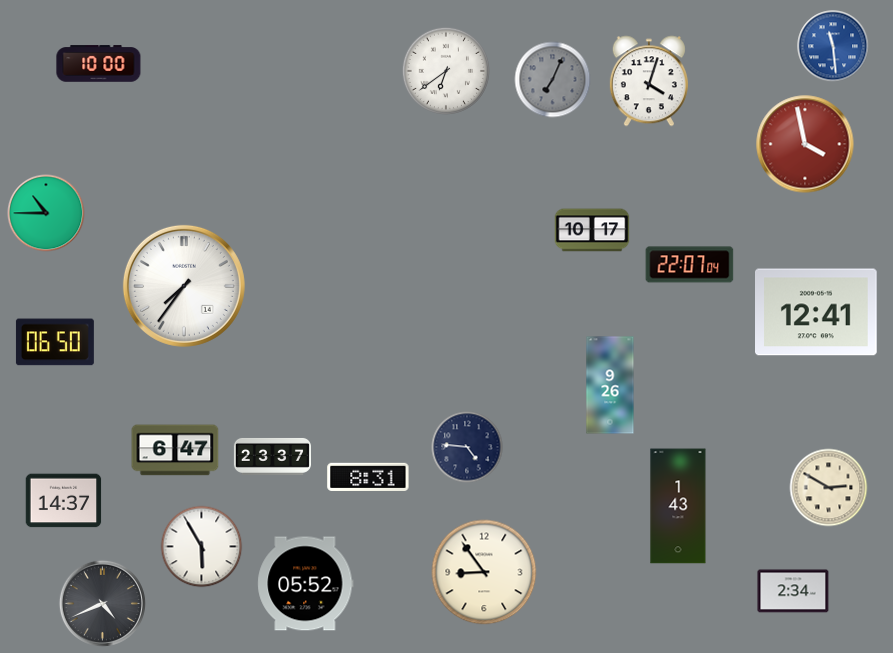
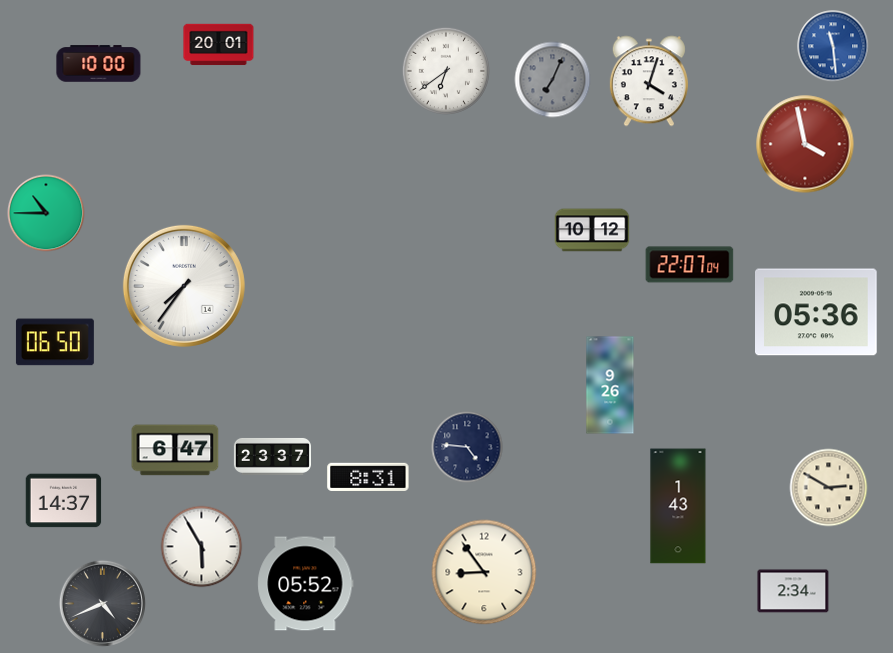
clock at (219, 45): none -> 20:01
clock at (592, 230): 10:17 -> 10:12
clock at (817, 312): 12:41 -> 05:36
